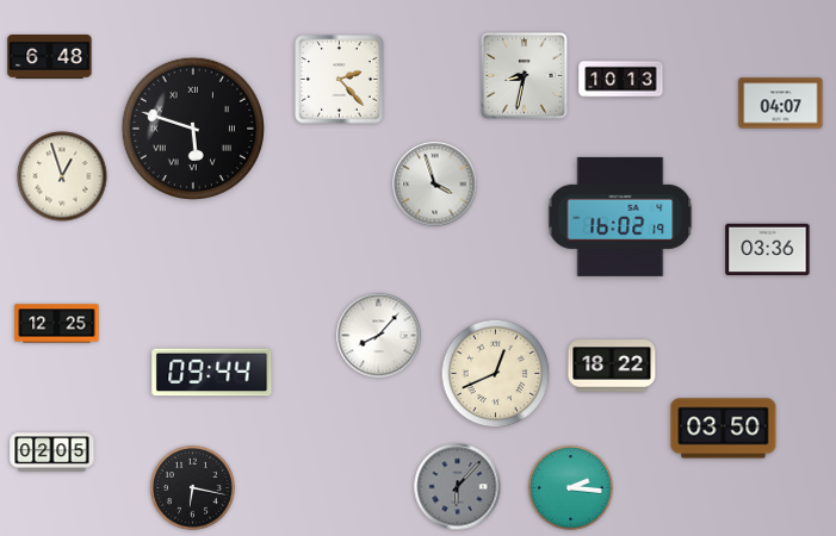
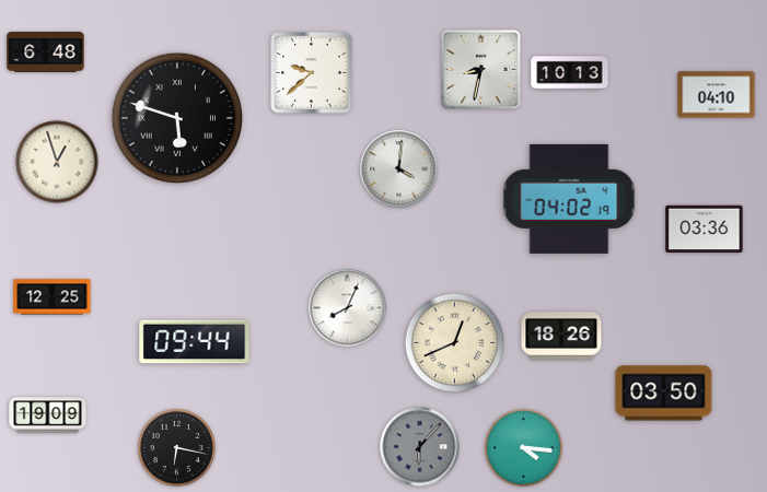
clock at (340, 80): 2:23 -> 9:38
clock at (781, 104): 04:07 -> 04:10
clock at (435, 185): 3:57 -> 4:01
clock at (620, 217): 16:02 -> 04:02
clock at (379, 336): 8:07 -> 8:04
clock at (612, 366): 18:22 -> 18:26
clock at (52, 453): 02:05 -> 19:09
clock at (571, 488): 2:16 -> 4:16
